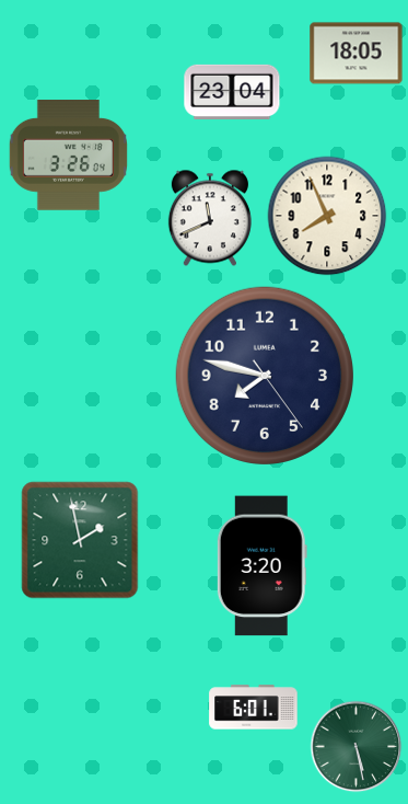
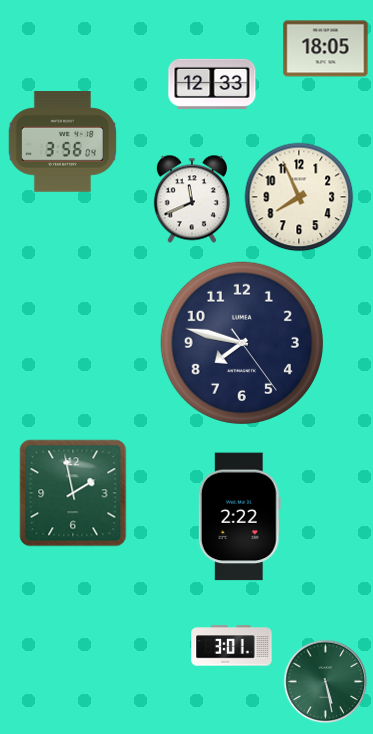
clock at (232, 92): 23:04 -> 12:33
clock at (68, 156): 3:26 -> 3:56
clock at (261, 566): 3:20 -> 2:22
clock at (254, 708): 6:01 -> 3:01
